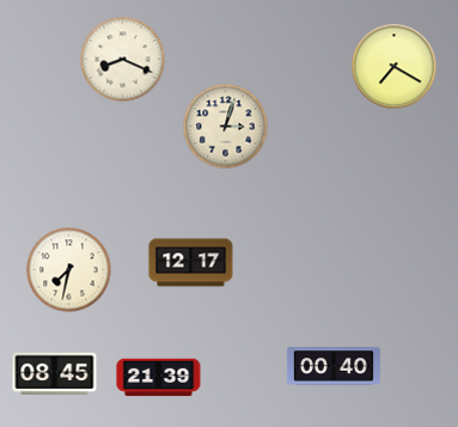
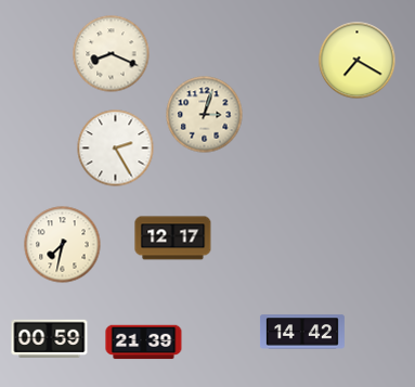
clock at (116, 149): none -> 2:25
clock at (334, 366): 00:40 -> 14:42
clock at (55, 373): 08:45 -> 00:59
